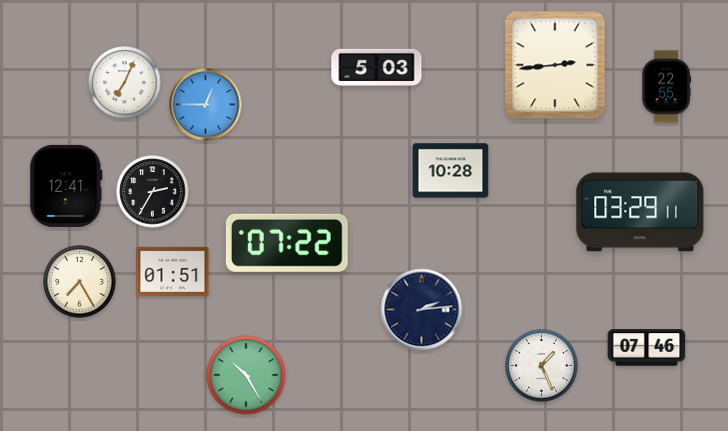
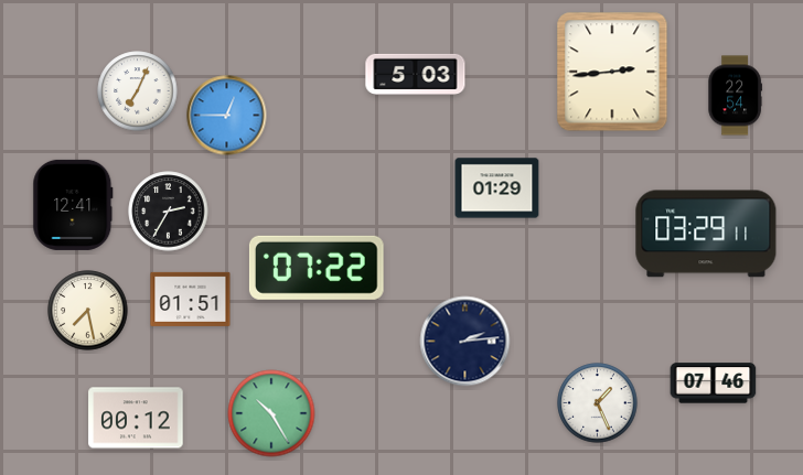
clock at (666, 87): 22:55 -> 22:54
clock at (451, 171): 10:28 -> 01:29
clock at (80, 282): 7:25 -> 7:28
clock at (136, 418): none -> 00:12
